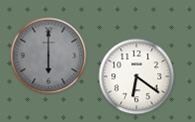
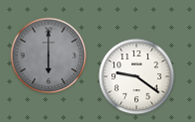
clock at (137, 77): 6:21 -> 9:21
